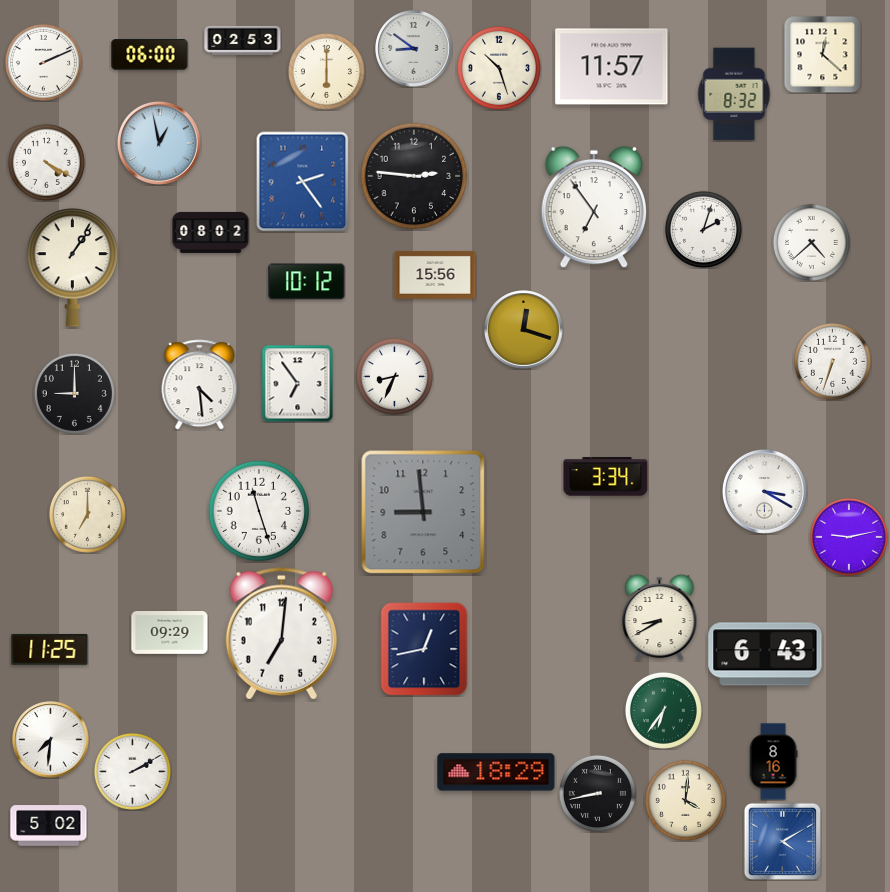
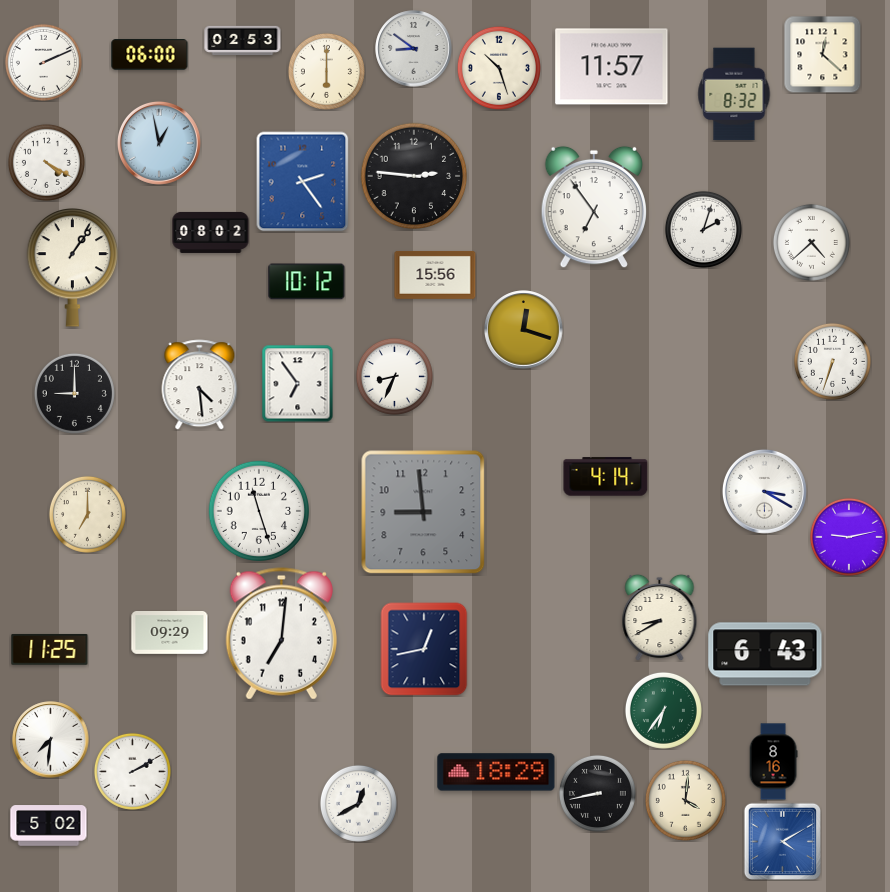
clock at (606, 477): 3:34 -> 4:14
clock at (358, 803): none -> 12:40
